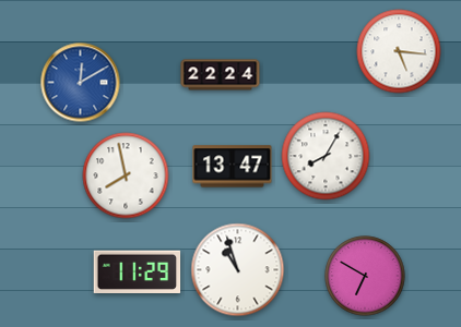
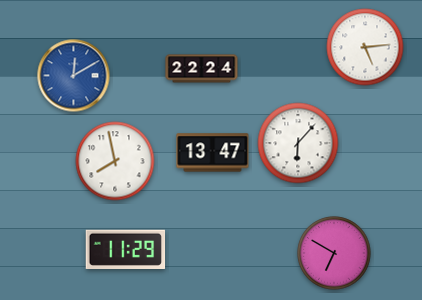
clock at (399, 51): 5:16 -> 5:14
clock at (326, 156): 8:05 -> 6:07
clock at (238, 270): 10:57 -> none
